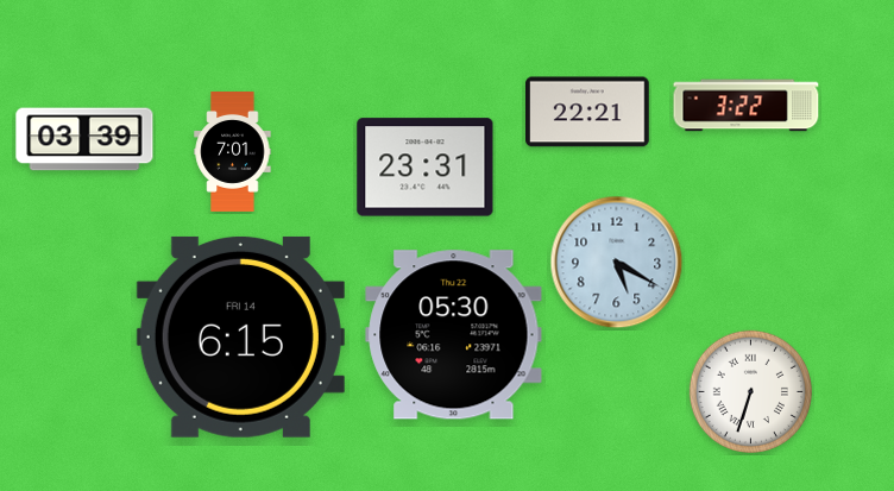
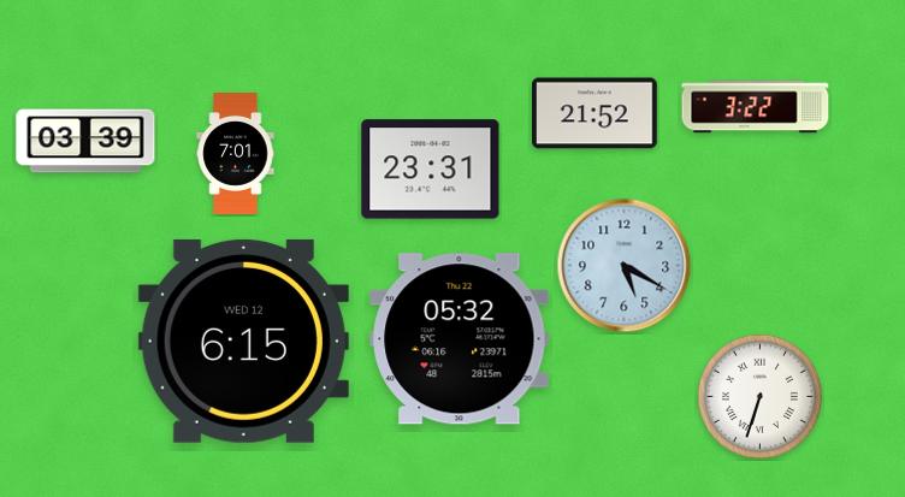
clock at (588, 112): 22:21 -> 21:52
clock at (454, 335): 05:30 -> 05:32
clock at (240, 336) date: FRI 14 -> WED 12
